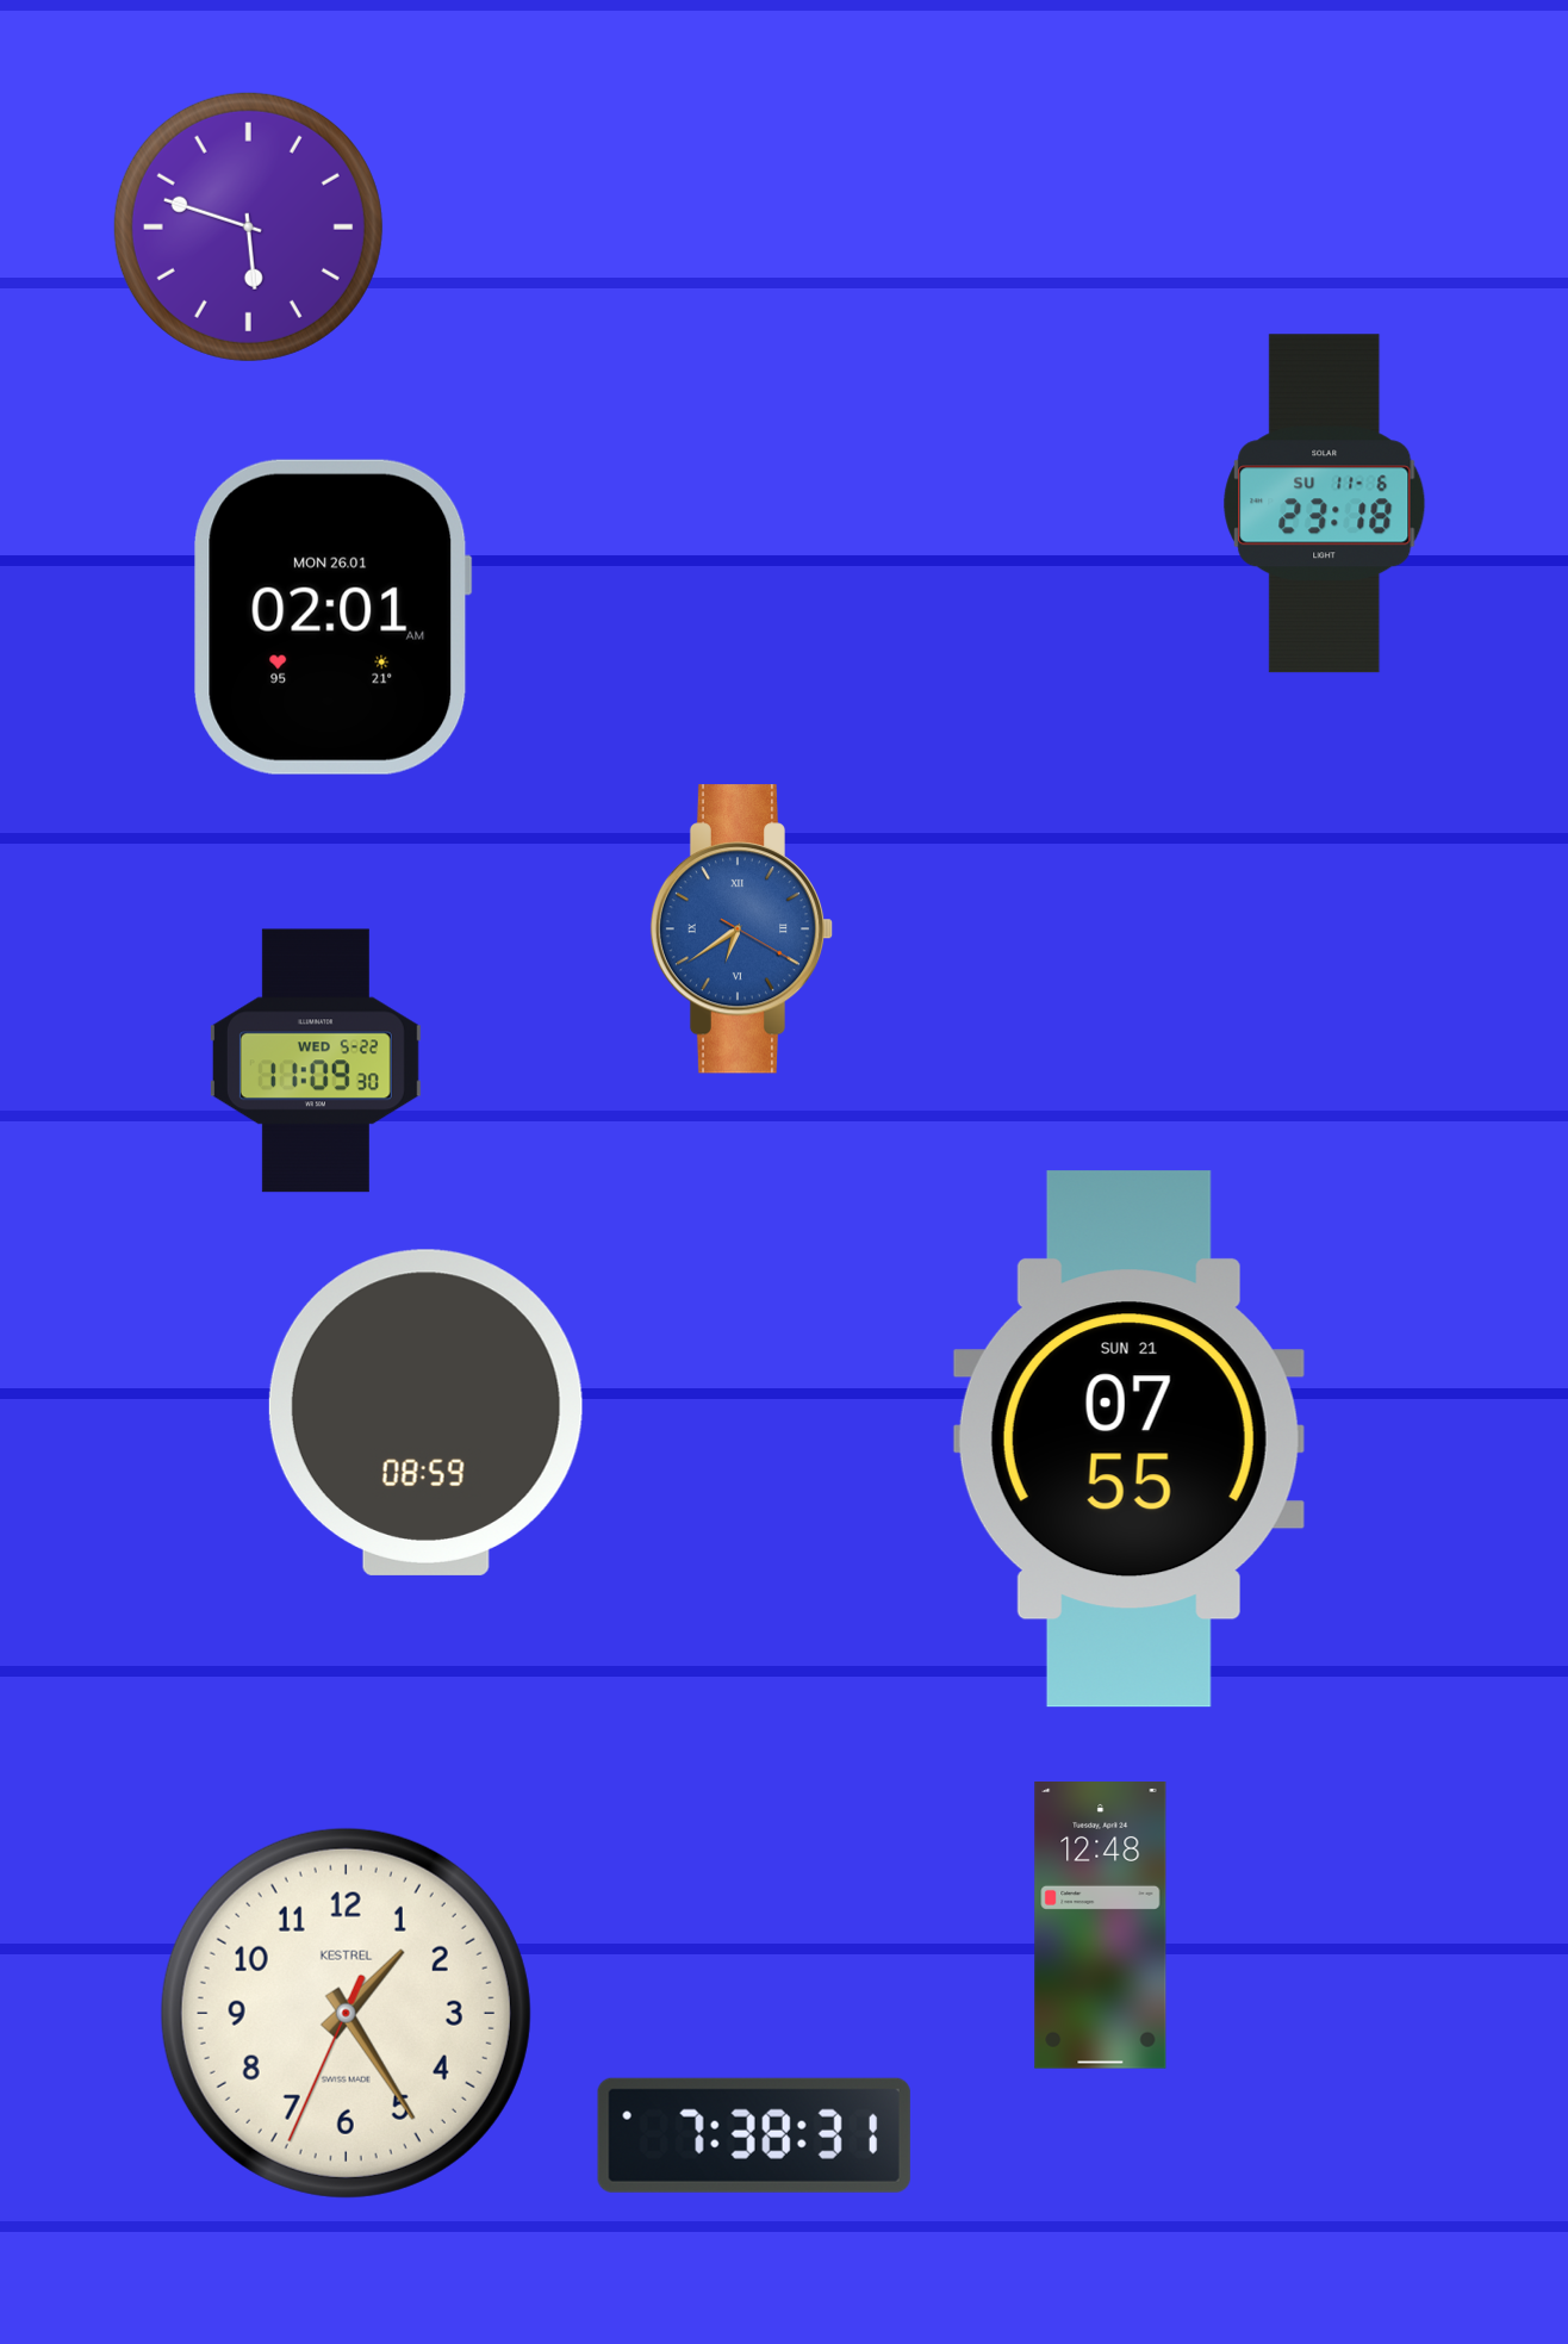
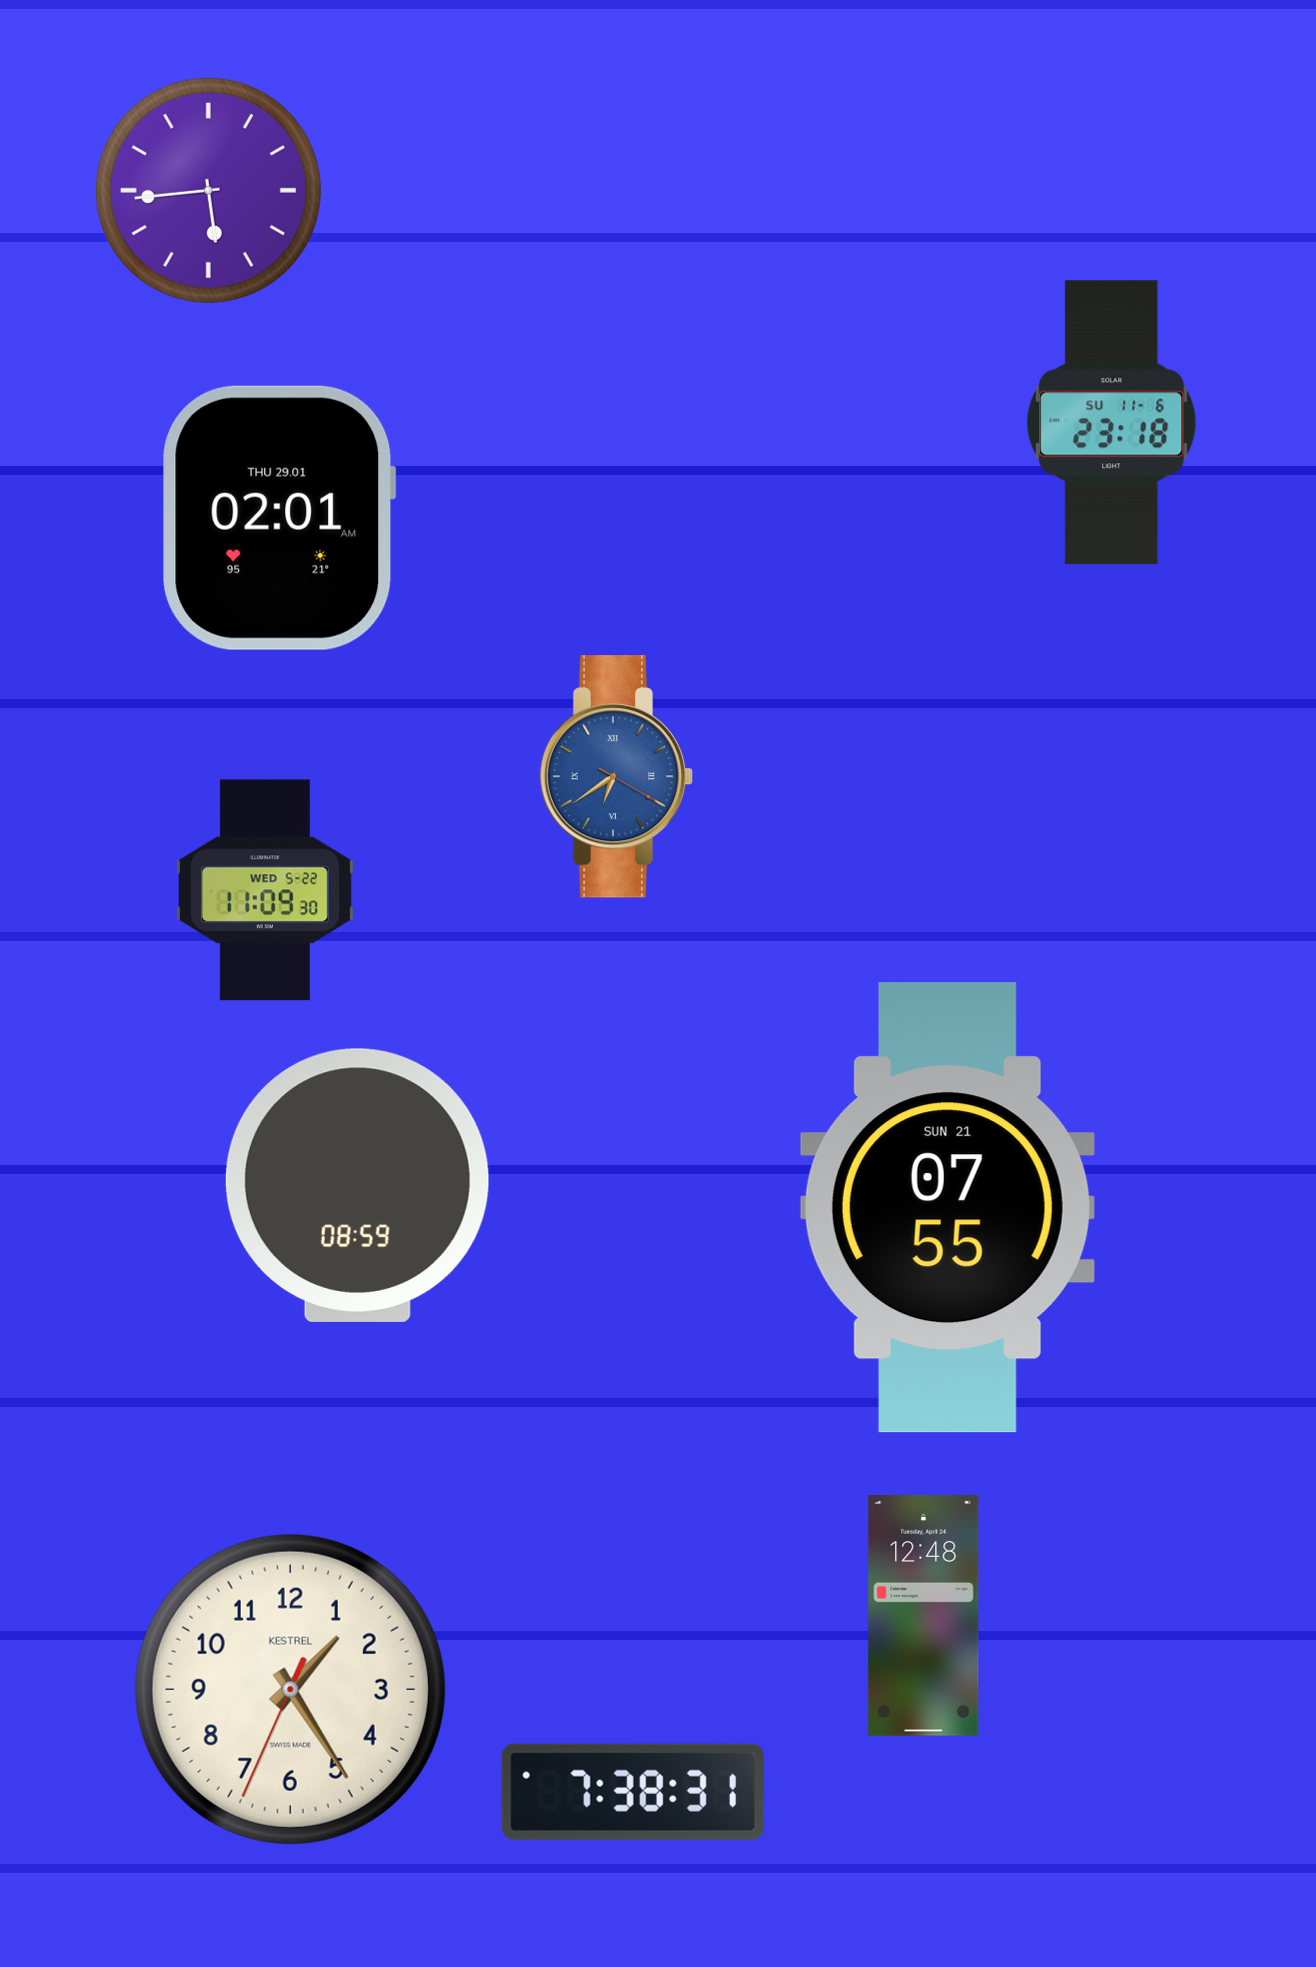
clock at (248, 226): 5:48 -> 5:44
clock at (332, 617) date: MON 26.01 -> THU 29.01
clock at (742, 929) position: (742, 929) -> (617, 777)
